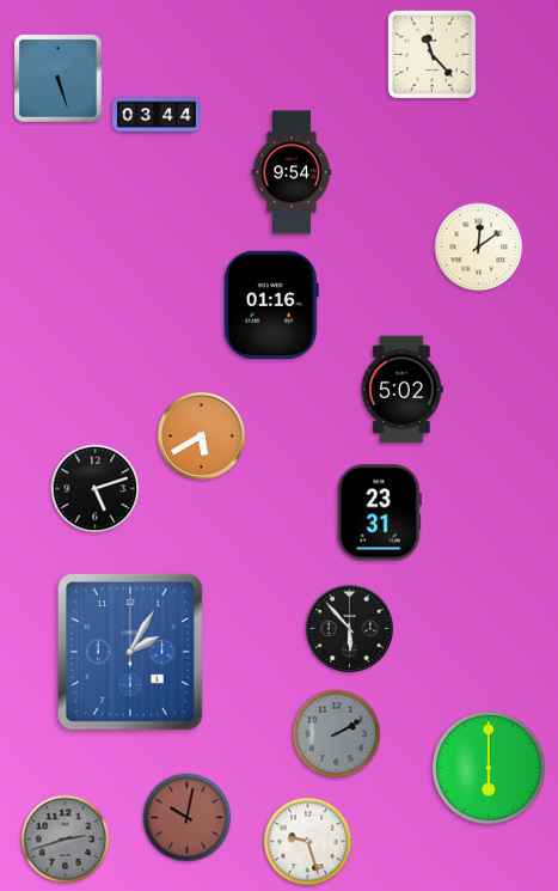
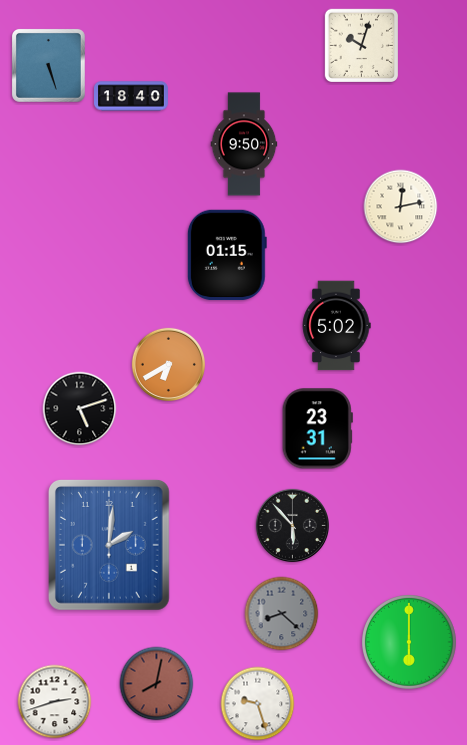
clock at (431, 54): 11:23 -> 10:03
clock at (158, 115): 03:44 -> 18:40
clock at (292, 172): 9:54 -> 9:50
clock at (479, 248): 12:09 -> 12:13
clock at (271, 305): 01:16 -> 01:15
clock at (201, 435): 5:40 -> 6:40
clock at (130, 652): 2:05 -> 2:01
clock at (337, 734): 2:10 -> 8:22
clock at (188, 818): 10:02 -> 8:02
clock at (66, 840) dial: grey -> white
